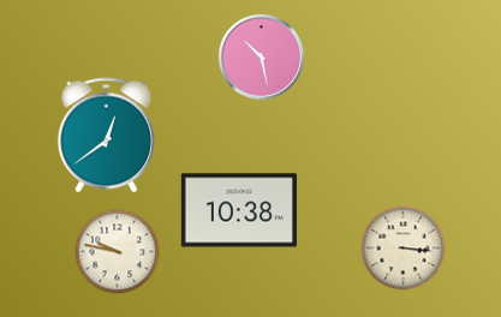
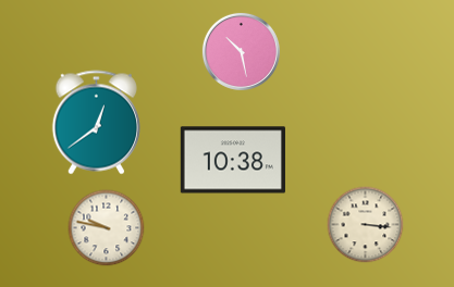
clock at (261, 56) position: (261, 56) -> (241, 51)
clock at (239, 210) position: (239, 210) -> (233, 160)
